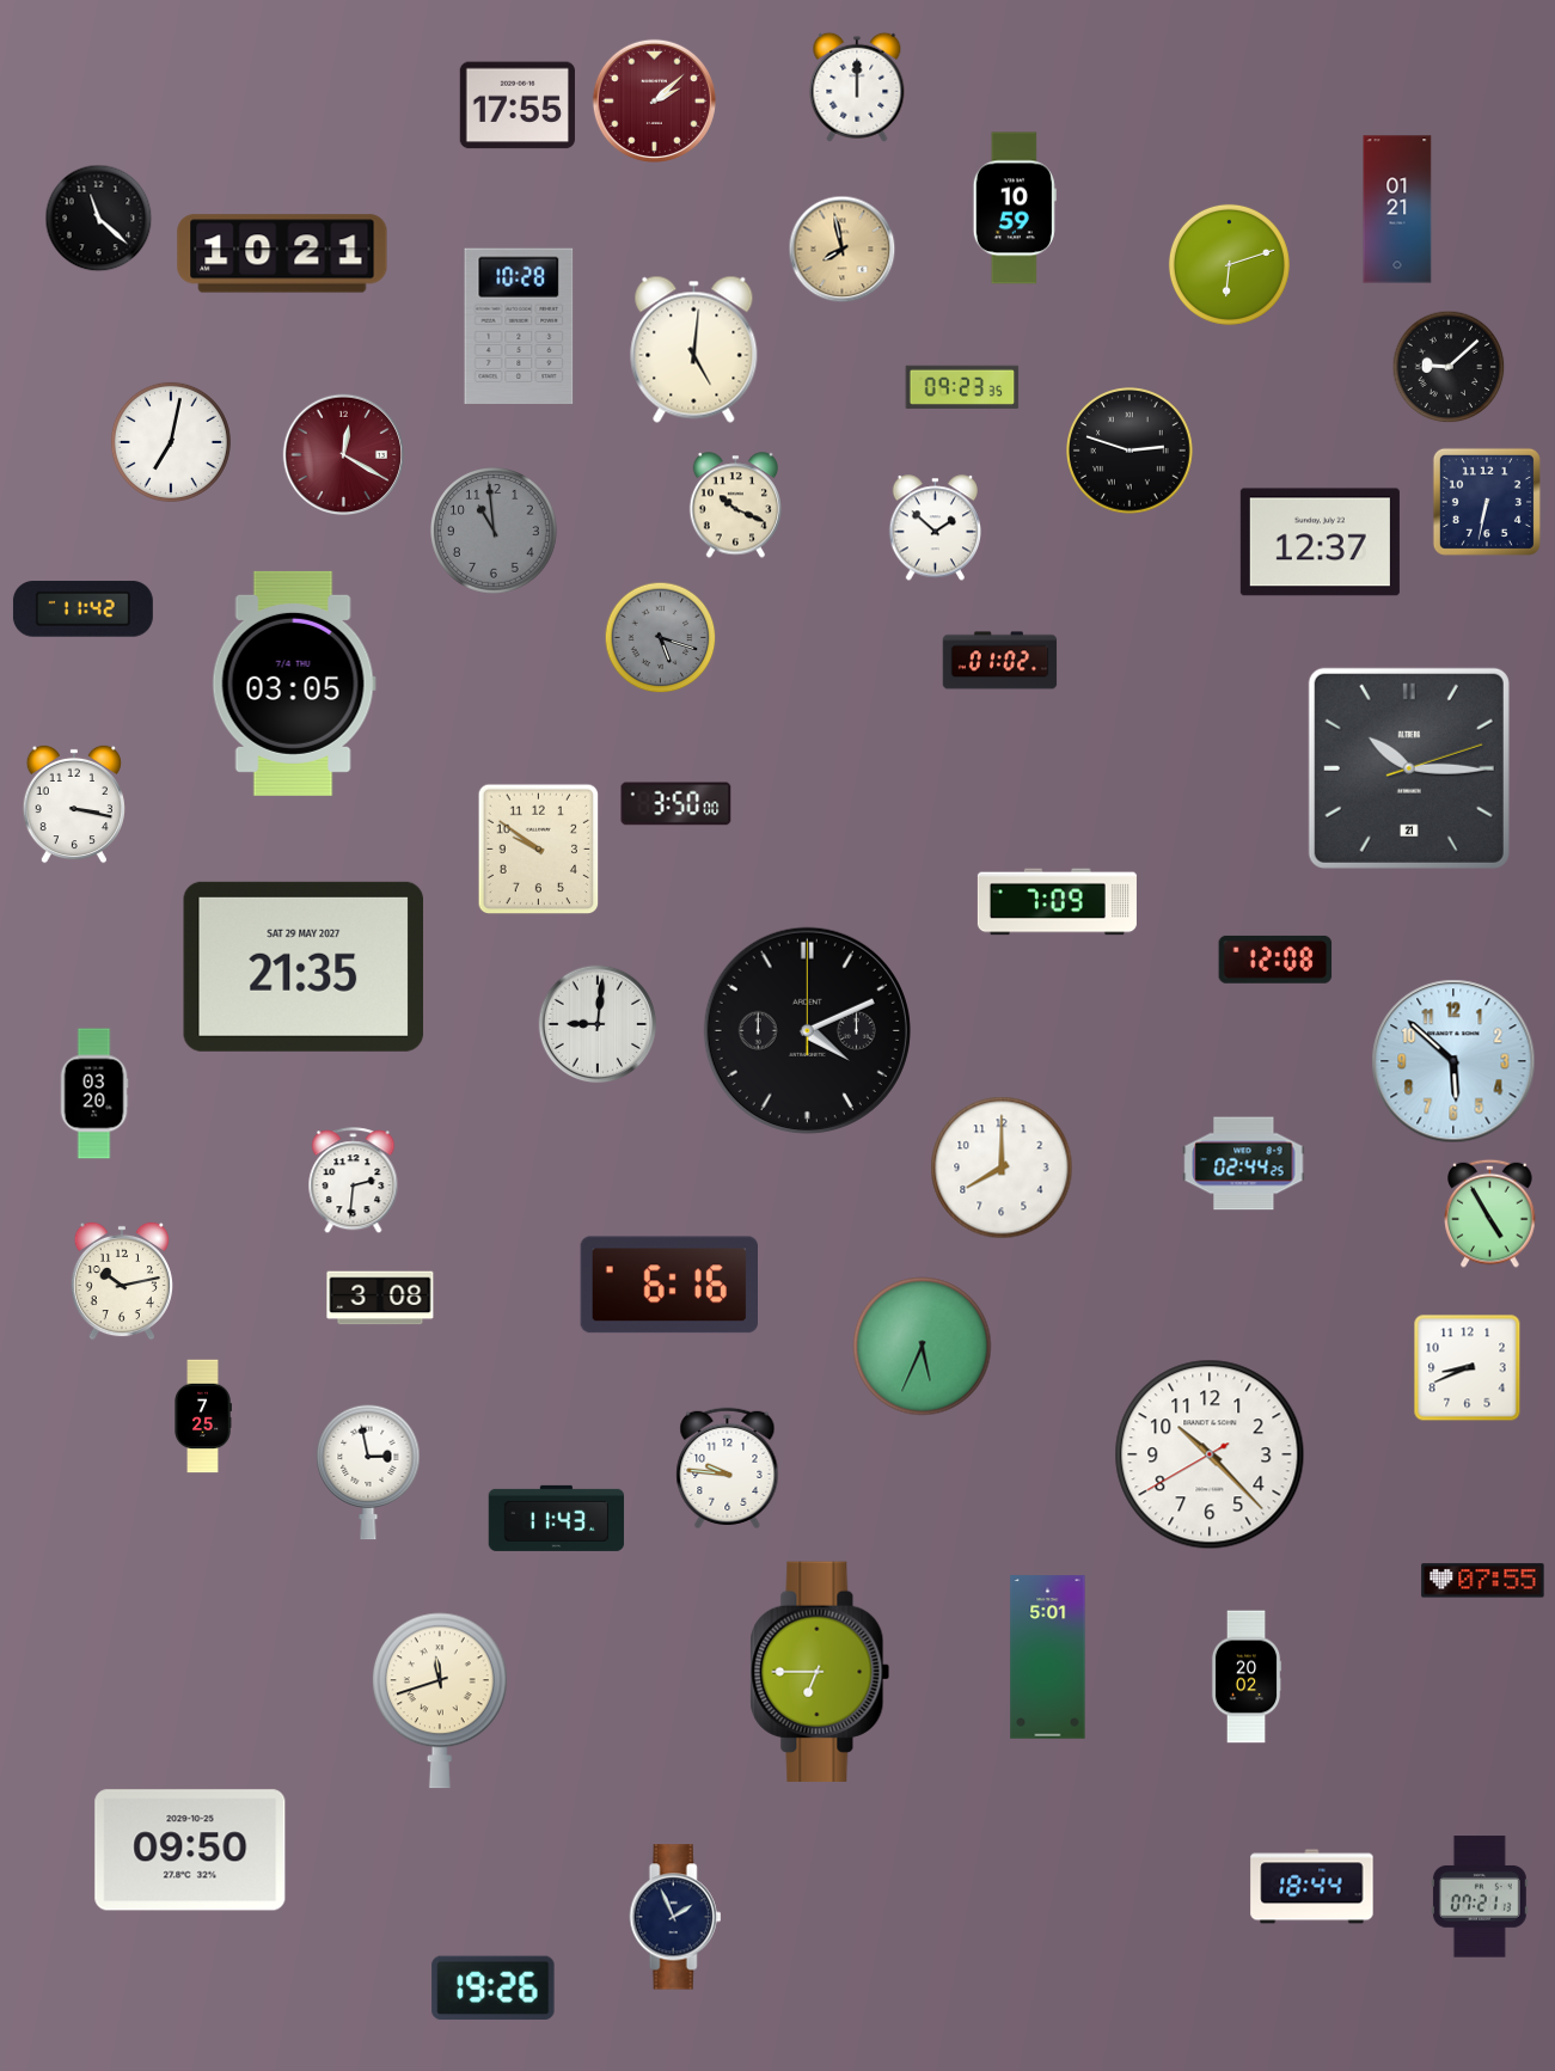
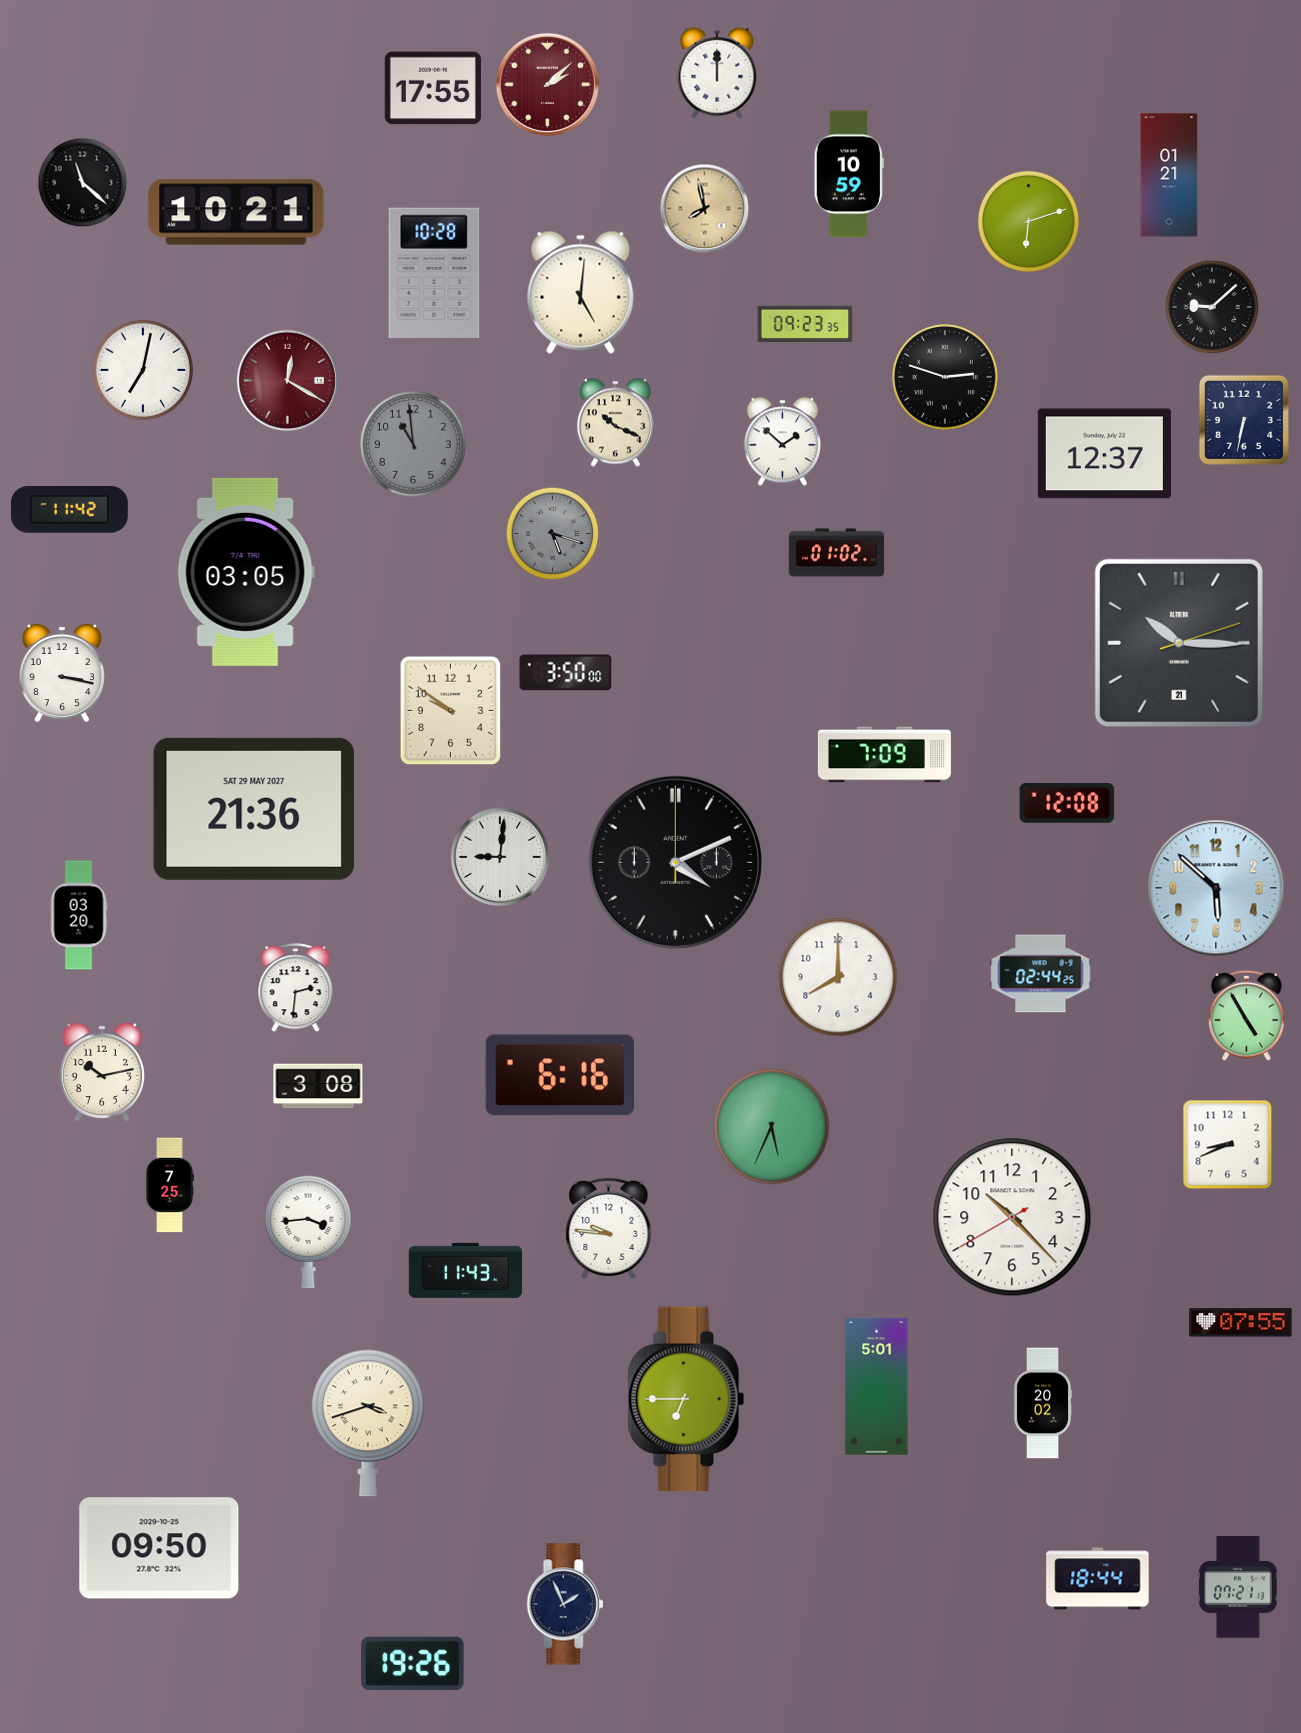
clock at (304, 967): 21:35 -> 21:36
clock at (368, 1472): 2:58 -> 3:44
clock at (440, 1701): 11:42 -> 3:42
